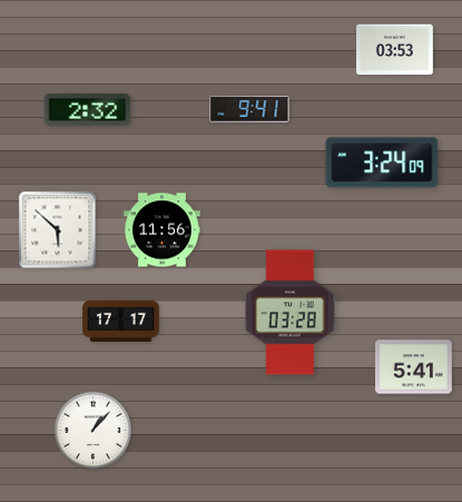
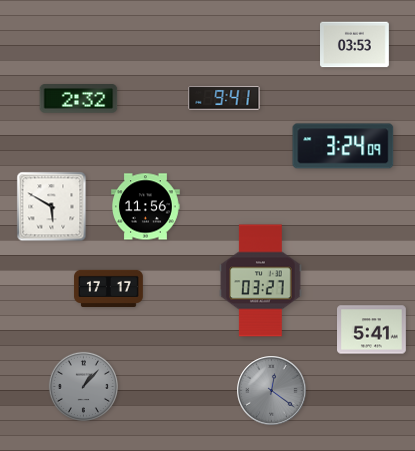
clock at (58, 230): 5:52 -> 5:50
clock at (291, 313): 03:28 -> 03:27
clock at (92, 430) dial: white -> grey
clock at (272, 391): none -> 12:21
